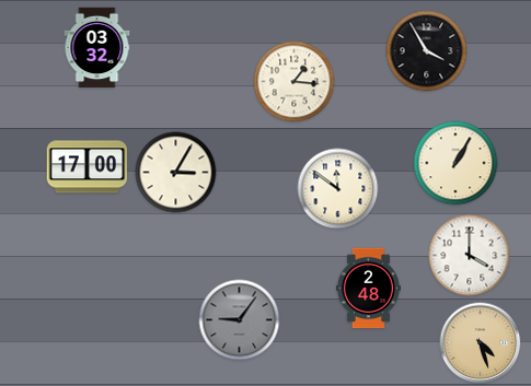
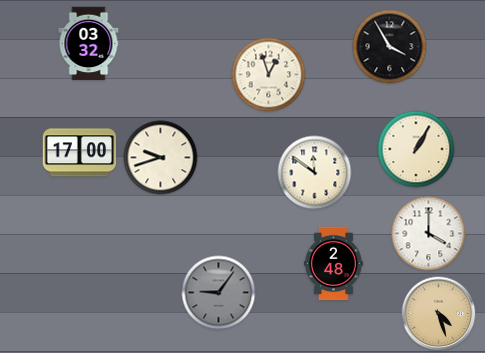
clock at (295, 82): 1:16 -> 12:57
clock at (176, 173): 3:05 -> 9:42
clock at (338, 189) position: (338, 189) -> (315, 173)
clock at (368, 289) position: (368, 289) -> (333, 264)
